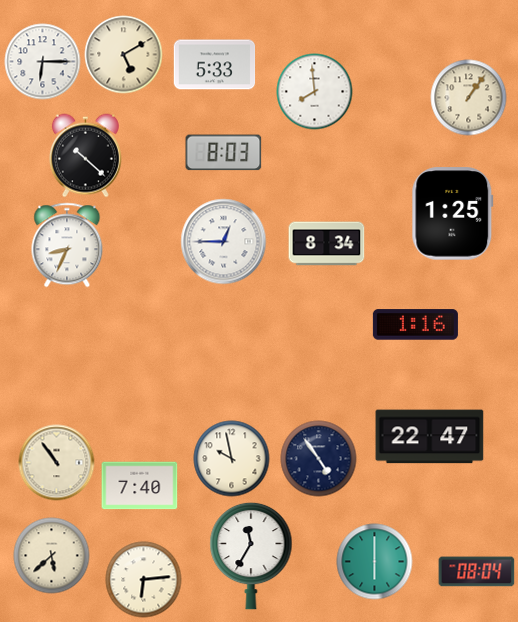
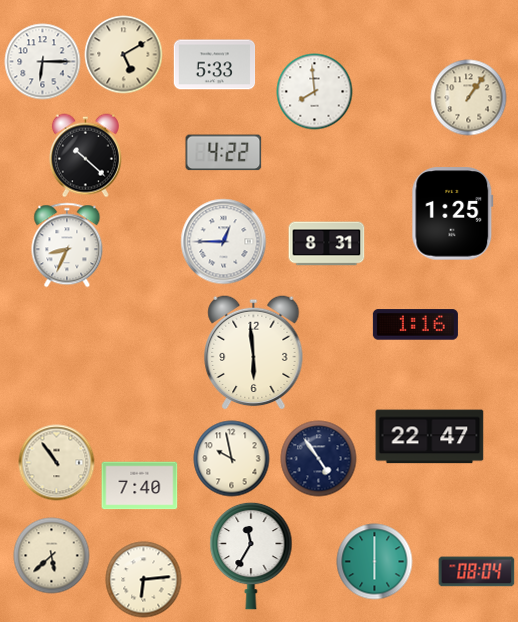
clock at (224, 153): 8:03 -> 4:22
clock at (327, 244): 8:34 -> 8:31
clock at (254, 352): none -> 5:59
